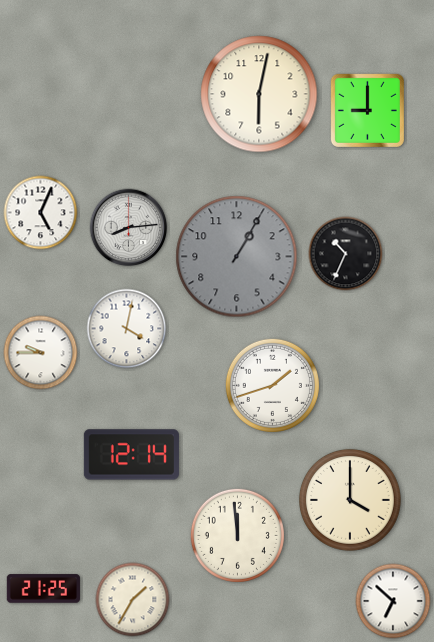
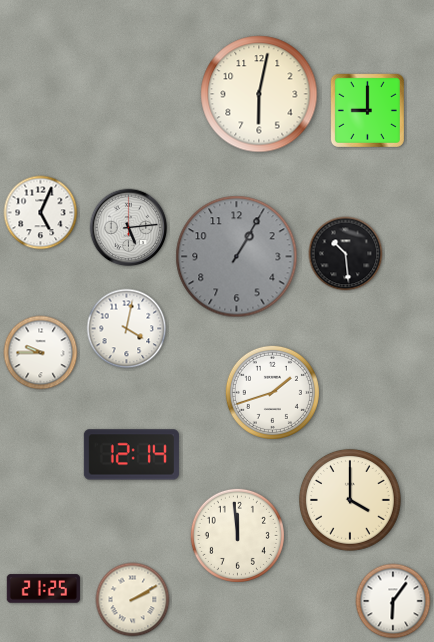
clock at (129, 228): 8:14 -> 5:14
clock at (346, 254): 10:34 -> 10:29
clock at (272, 385) position: (272, 385) -> (272, 392)
clock at (133, 600): 1:35 -> 2:10
clock at (393, 601): 6:52 -> 6:06
